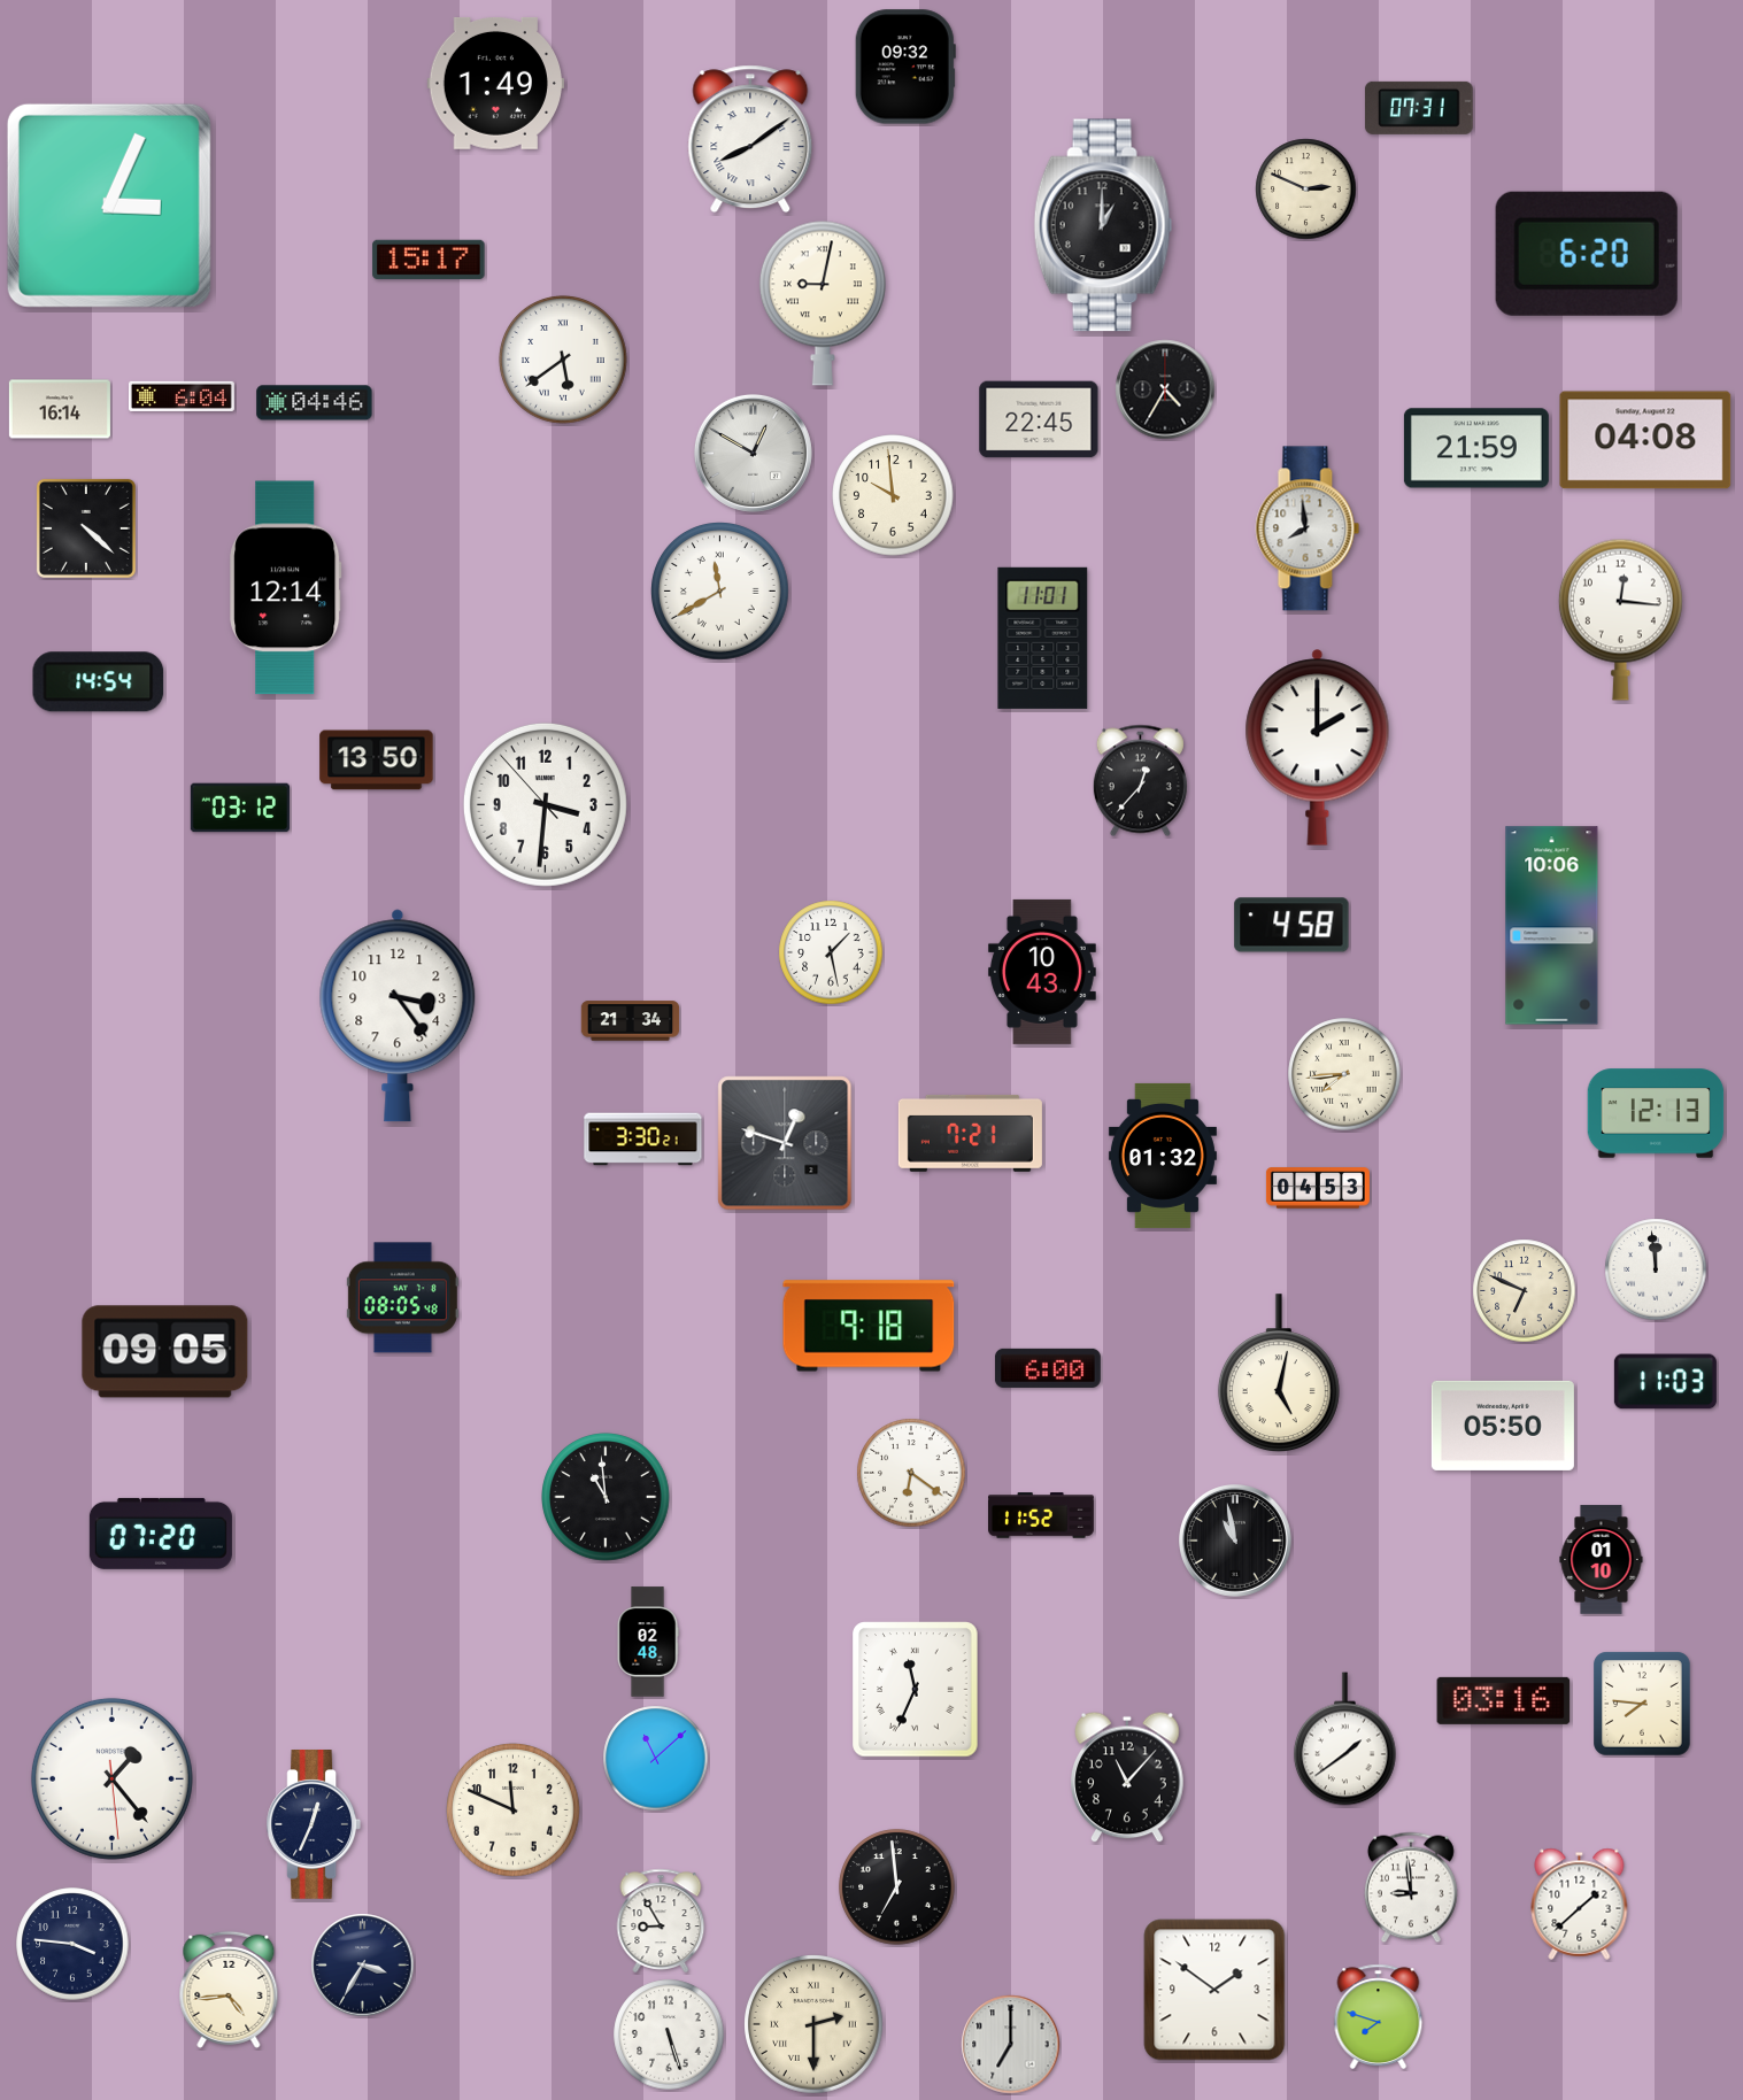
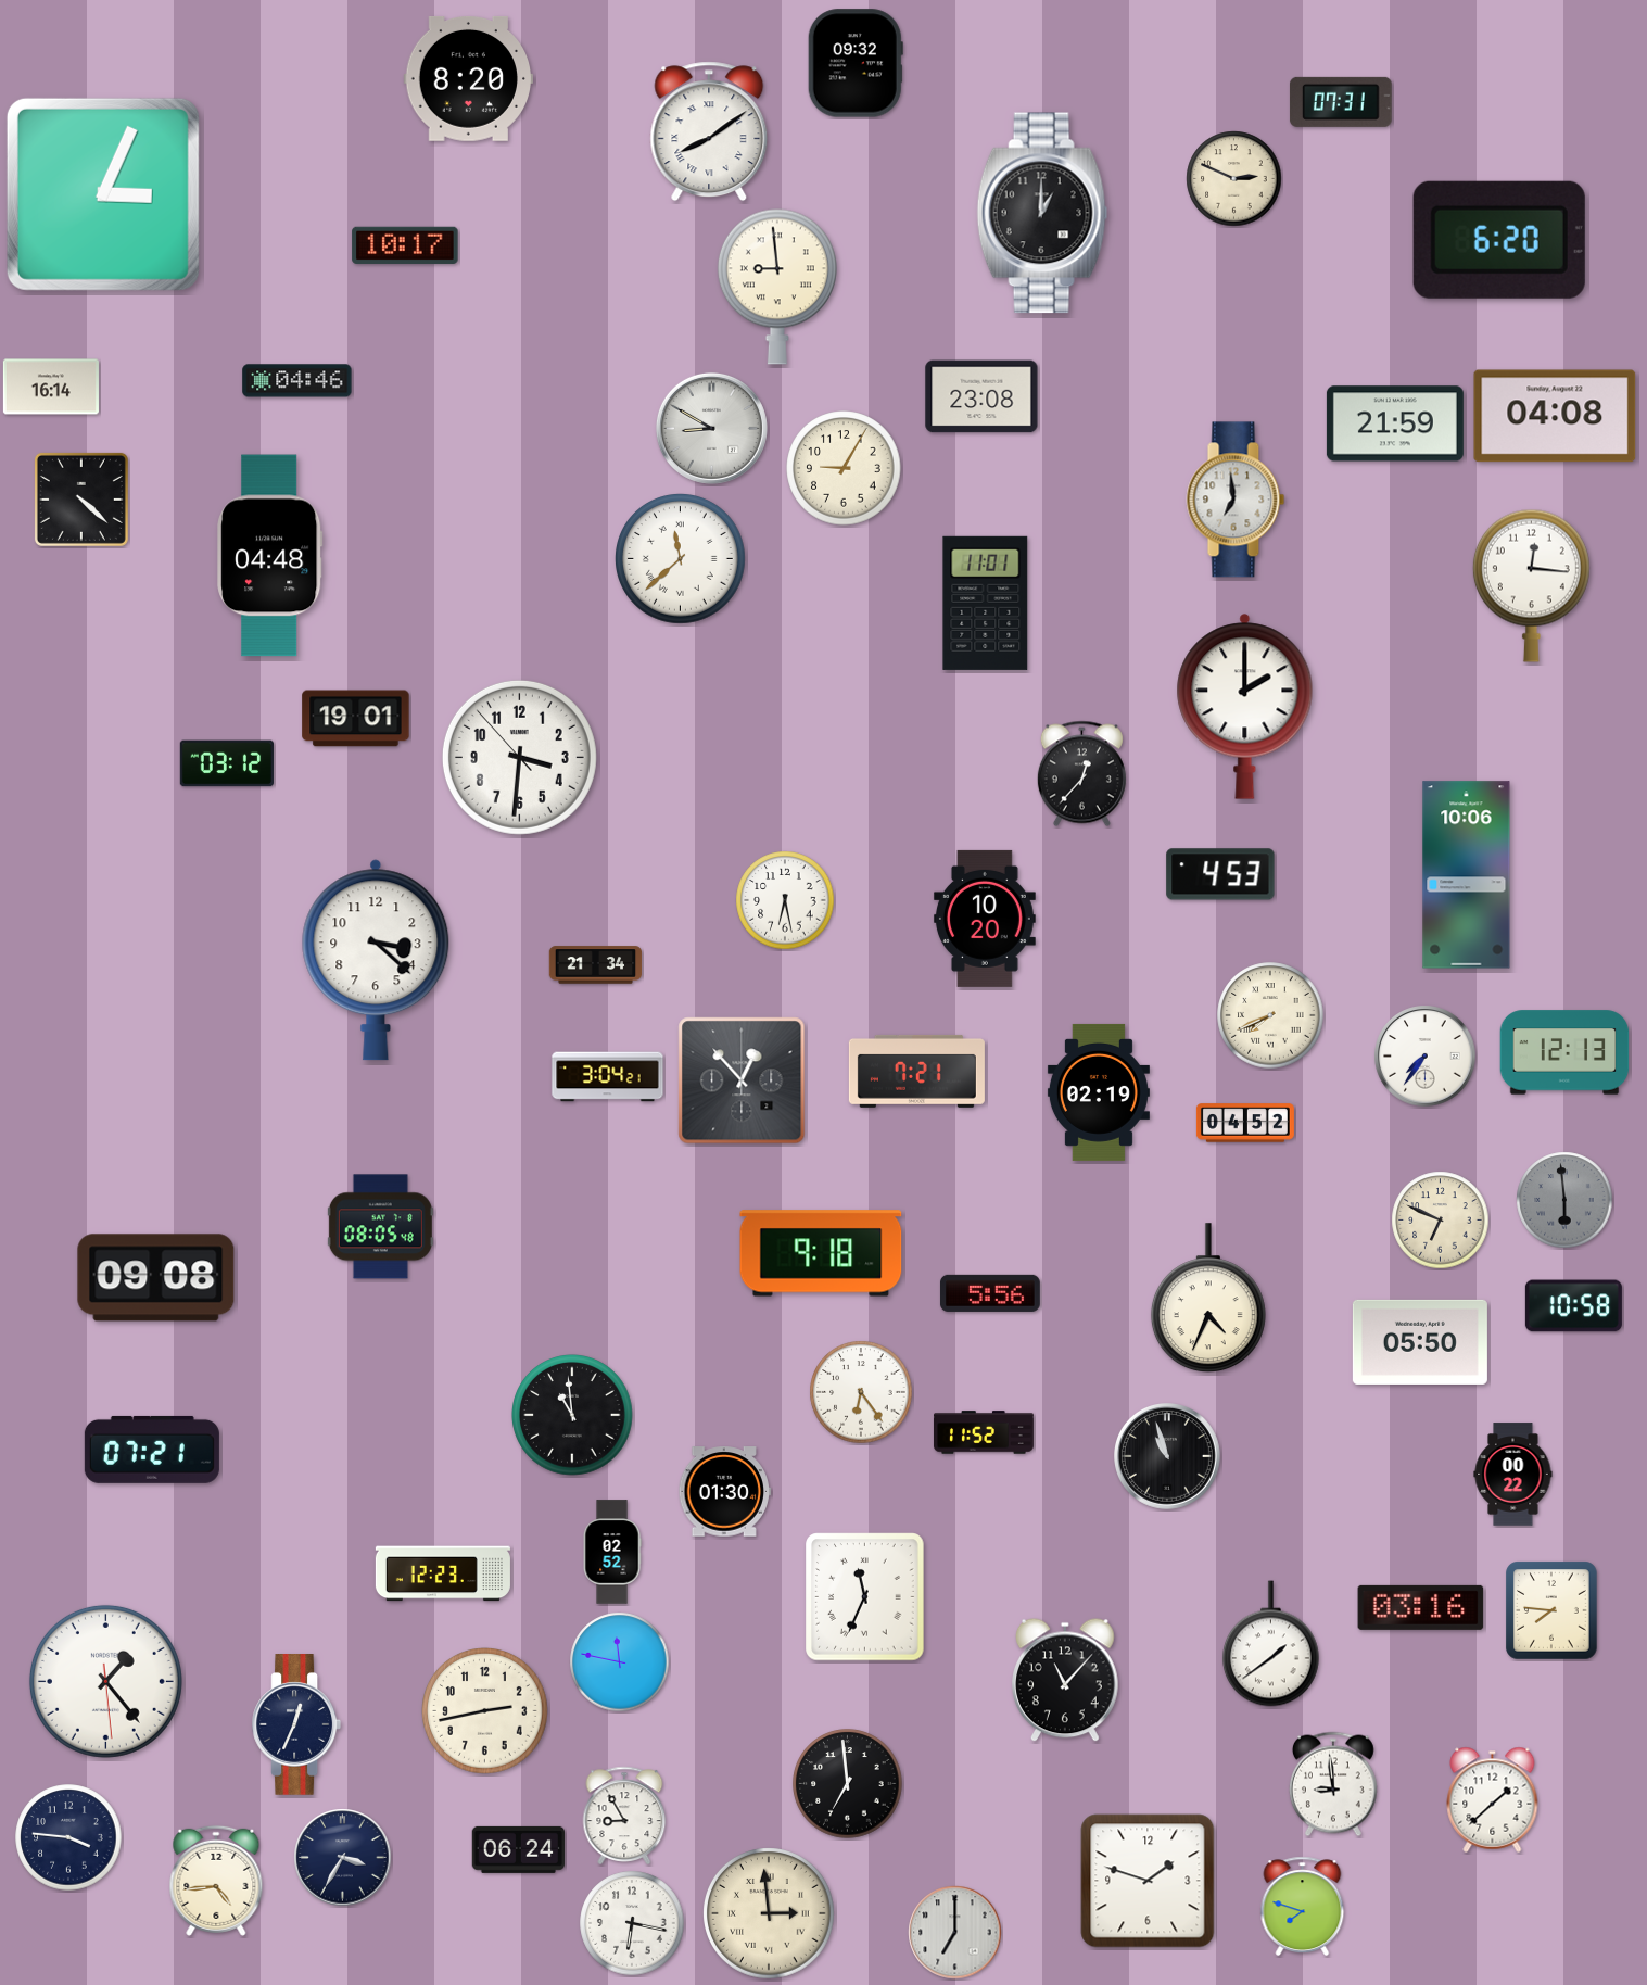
clock at (495, 83): 1:49 -> 8:20
clock at (429, 258): 15:17 -> 10:17
clock at (823, 303): 9:02 -> 8:59
clock at (563, 360): 5:39 -> none
clock at (1165, 389): 4:35 -> none
clock at (183, 396): 6:04 -> none
clock at (60, 409) position: (60, 409) -> (51, 387)
clock at (1039, 419): 22:45 -> 23:08
clock at (753, 453): 12:50 -> 8:50
clock at (893, 495): 9:59 -> 9:05
clock at (1308, 528): 7:59 -> 6:59
clock at (286, 588): 12:14 -> 04:48
clock at (720, 592): 11:40 -> 11:38
clock at (99, 682): 14:54 -> none
clock at (377, 761): 13:50 -> 19:01
clock at (1140, 781) position: (1140, 781) -> (1081, 774)
clock at (545, 804) position: (545, 804) -> (519, 757)
clock at (1291, 925): 4:58 -> 4:53
clock at (831, 952): 1:28 -> 6:28
clock at (1042, 972): 10:43 -> 10:20
clock at (398, 1016): 3:24 -> 3:22
clock at (1344, 1074): 7:44 -> 7:41
clock at (1426, 1057): none -> 7:36
clock at (643, 1140): 3:30 -> 3:04
clock at (785, 1143): 12:48 -> 12:53
clock at (1163, 1156): 01:32 -> 02:19
clock at (1318, 1188): 04:53 -> 04:52
clock at (1656, 1269): 11:59 -> 5:59
clock at (1656, 1269) dial: white -> grey
clock at (165, 1352): 09:05 -> 09:08
clock at (1048, 1368): 6:00 -> 5:56
clock at (1279, 1374): 5:02 -> 4:34
clock at (1665, 1382): 11:03 -> 10:58
clock at (1503, 1426) position: (1503, 1426) -> (1420, 1342)
clock at (911, 1473): 6:21 -> 6:24
clock at (161, 1534): 07:20 -> 07:21
clock at (1236, 1542): 10:58 -> 10:57
clock at (1602, 1560): 01:10 -> 00:22
clock at (724, 1492): none -> 01:30
clock at (648, 1642): 02:48 -> 02:52
clock at (443, 1573): none -> 12:23
clock at (656, 1759): 11:08 -> 11:47
clock at (514, 1811): 11:49 -> 2:43
clock at (518, 1849): none -> 06:24
clock at (1214, 1990): 1:51 -> 1:48
clock at (815, 2025): 2:30 -> 2:59
clock at (669, 2035): 5:27 -> 6:17
